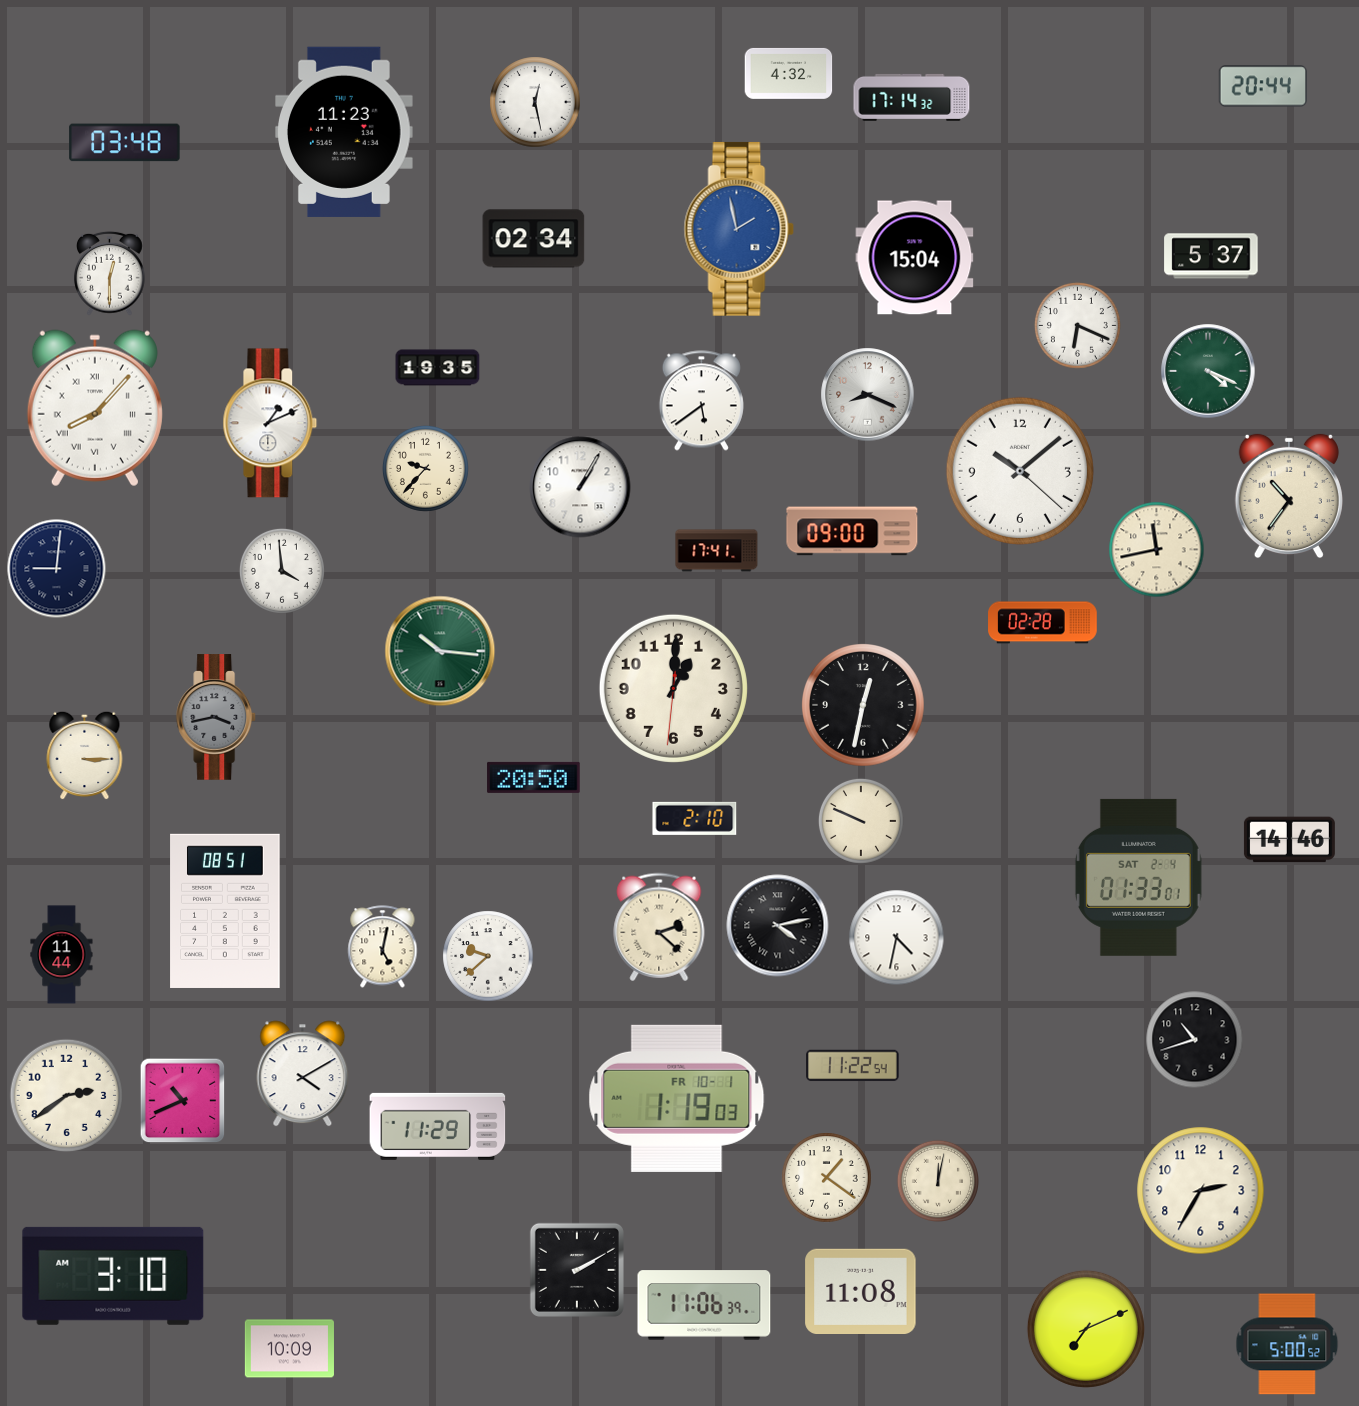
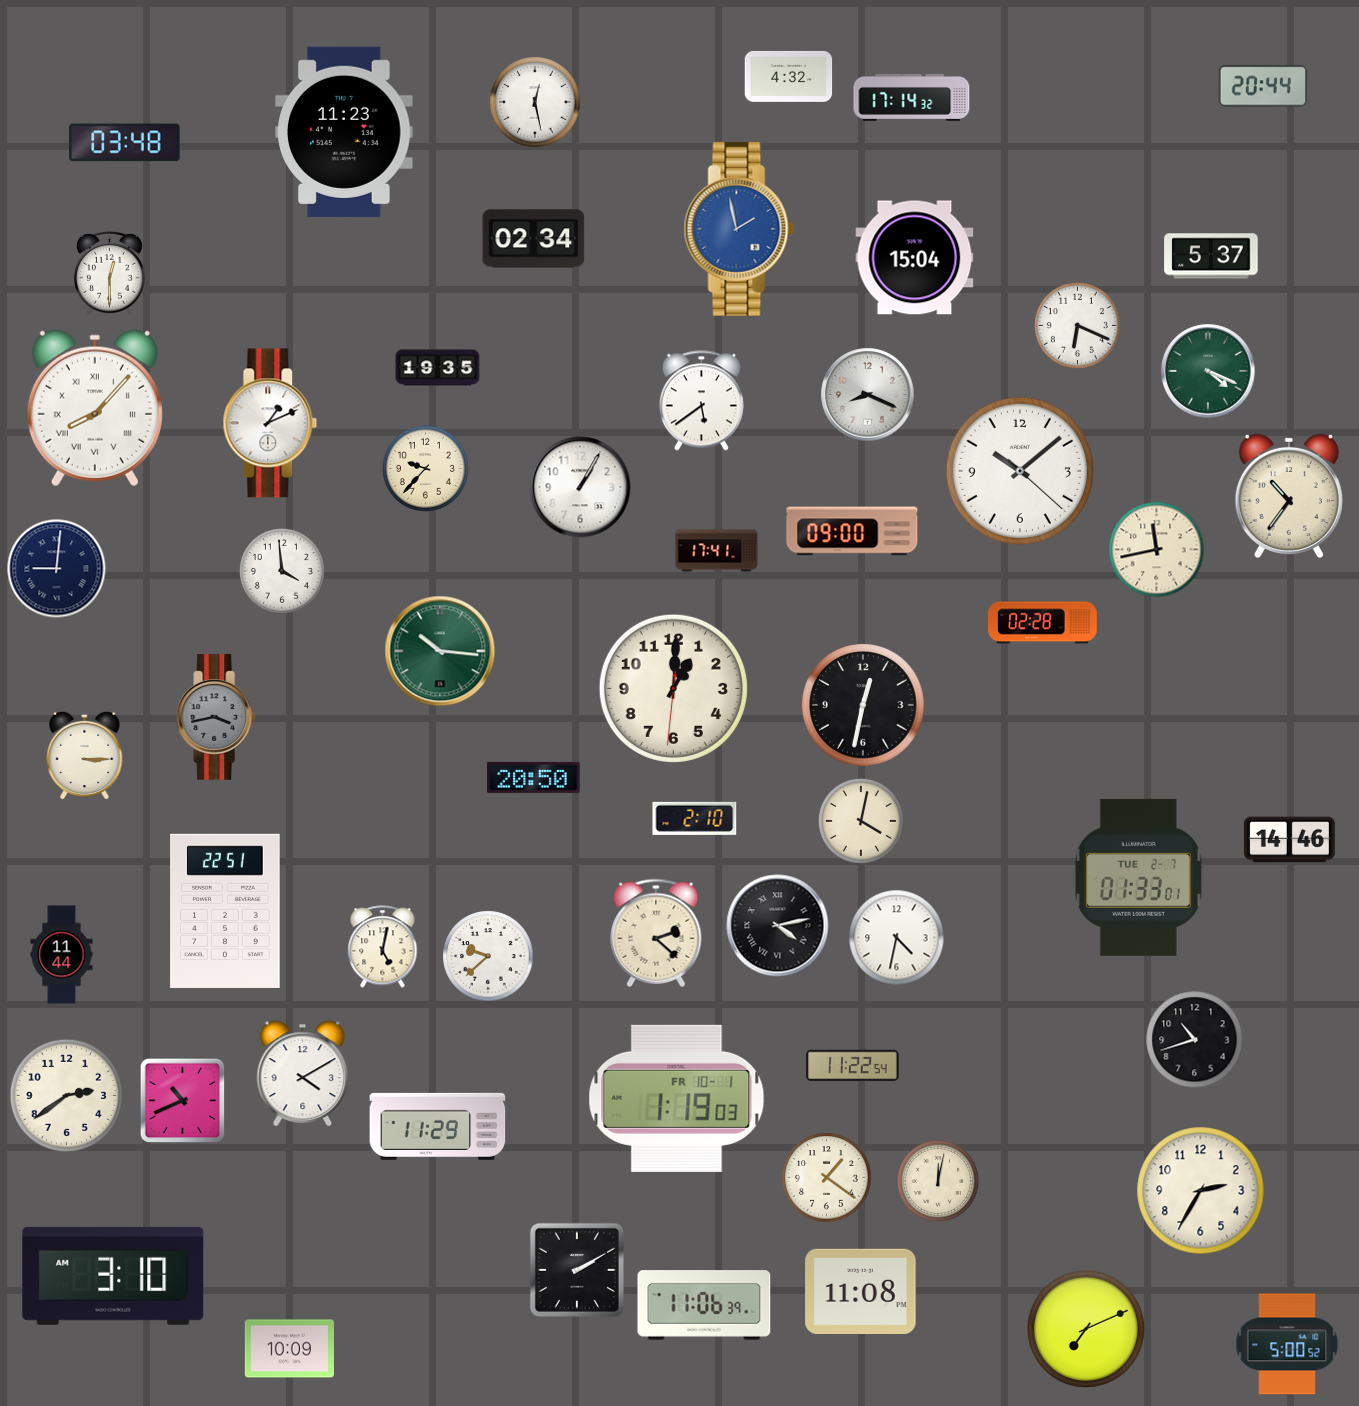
clock at (789, 73) position: (789, 73) -> (789, 76)
clock at (861, 821): 9:49 -> 4:02
clock at (1138, 877) date: SAT 2-4 -> TUE 2-7
clock at (225, 911): 08:51 -> 22:51
clock at (659, 927) position: (659, 927) -> (656, 933)
